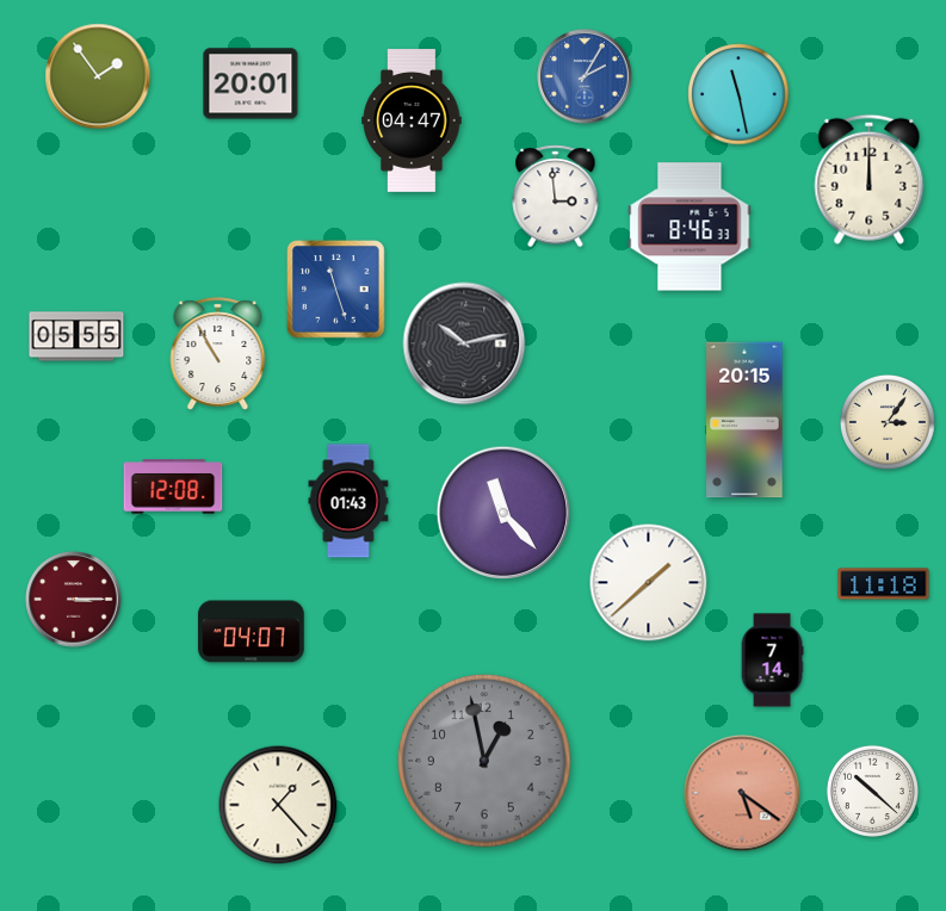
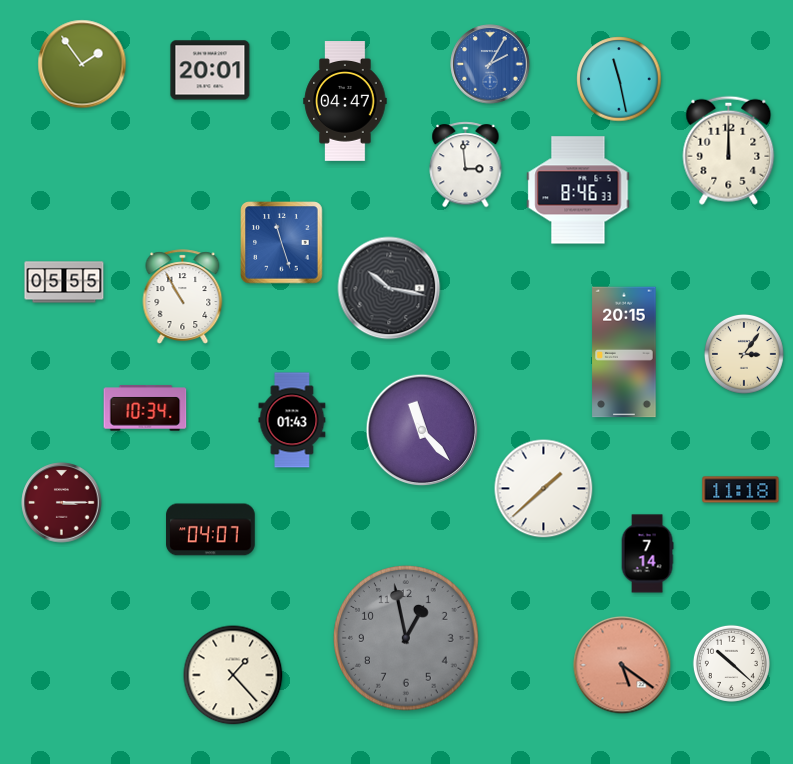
clock at (464, 343): 10:13 -> 10:17
clock at (173, 487): 12:08 -> 10:34
